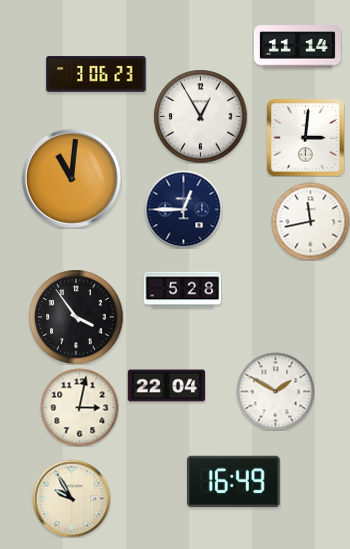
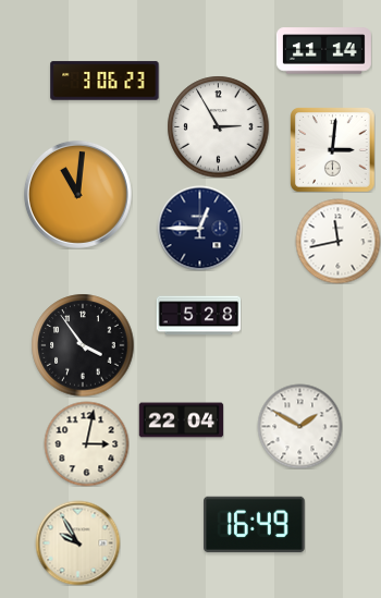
clock at (200, 116): 12:55 -> 2:55
